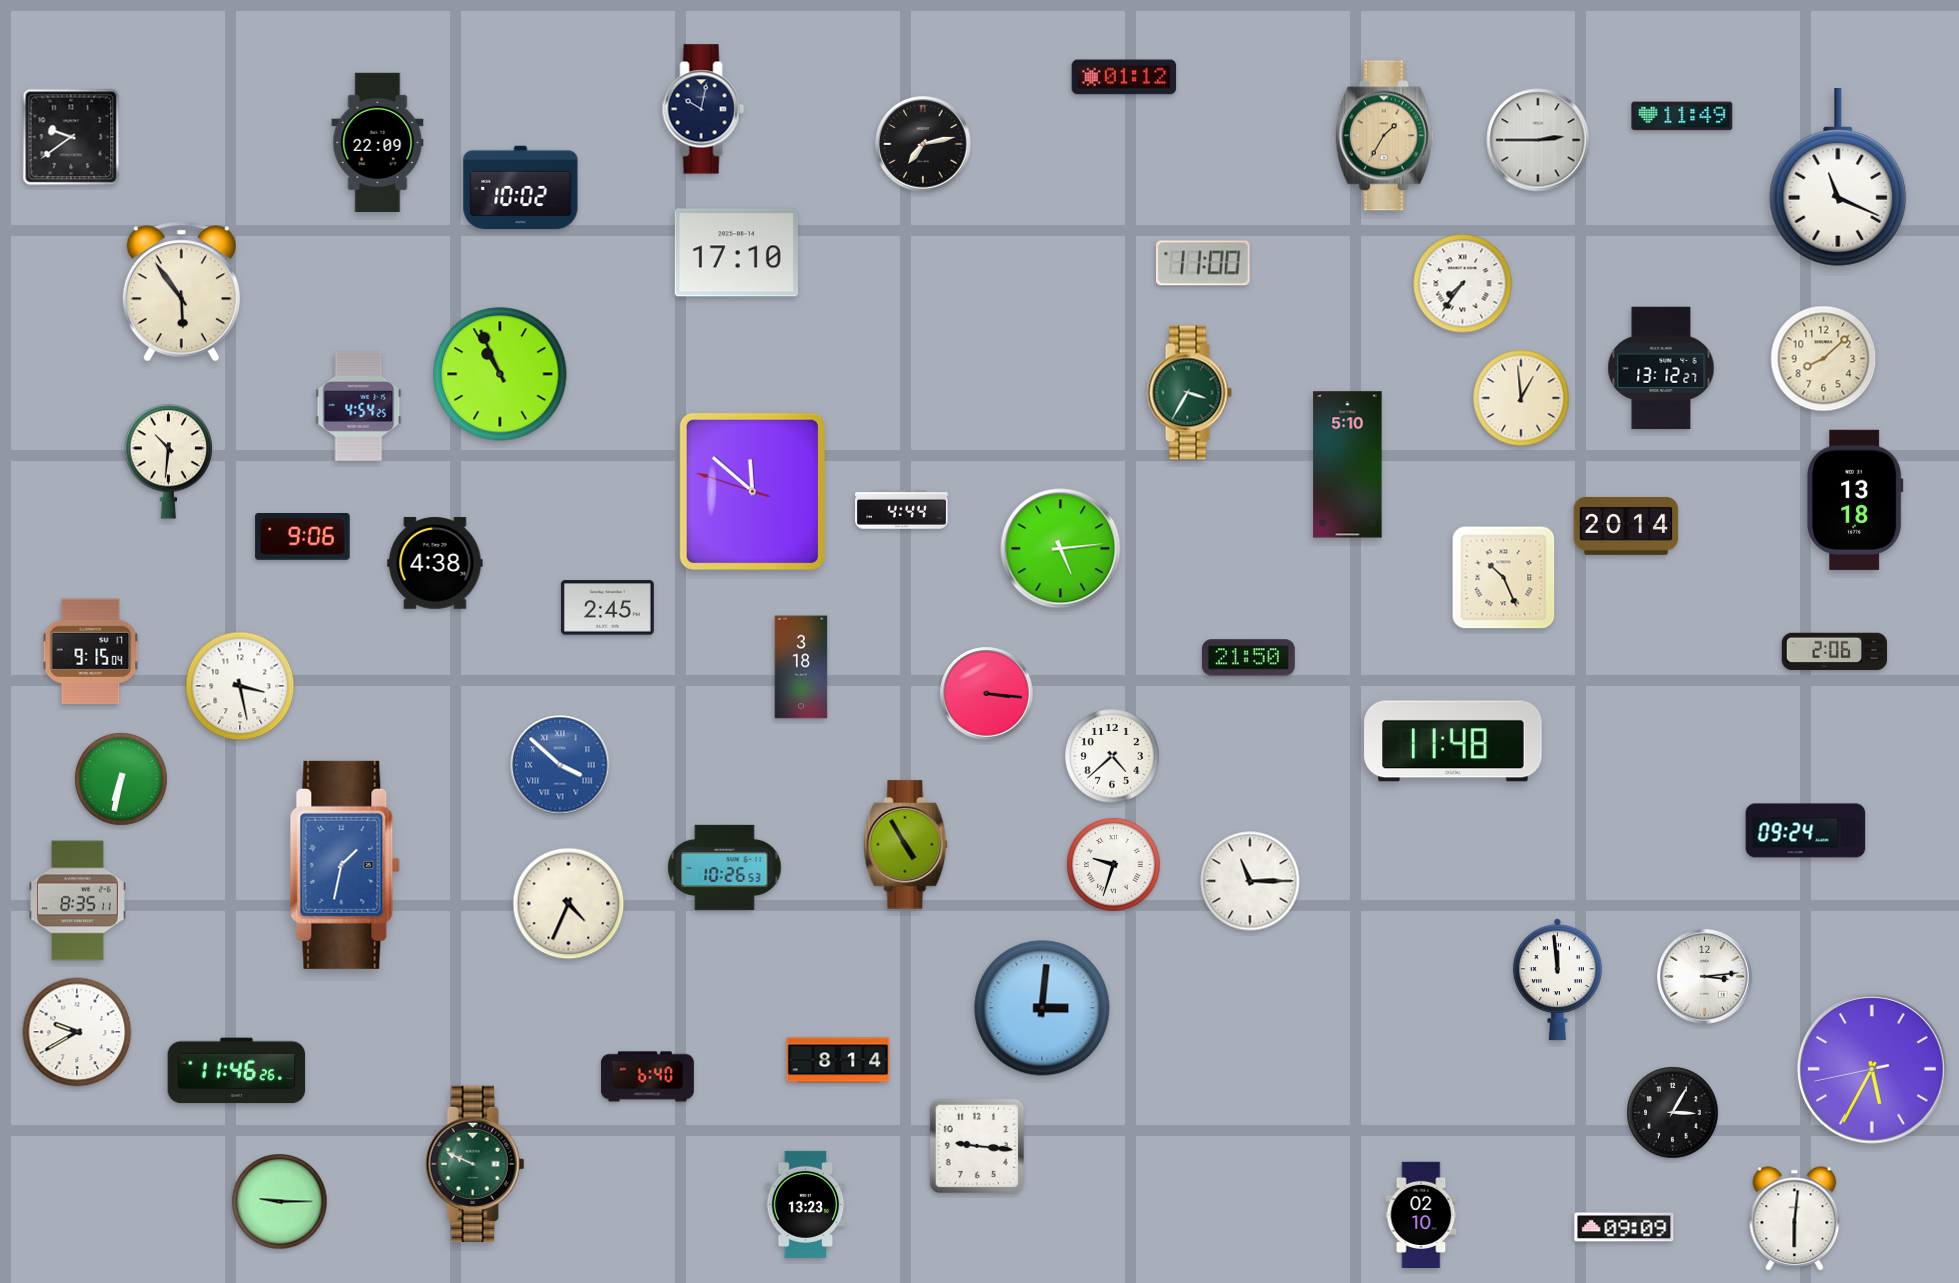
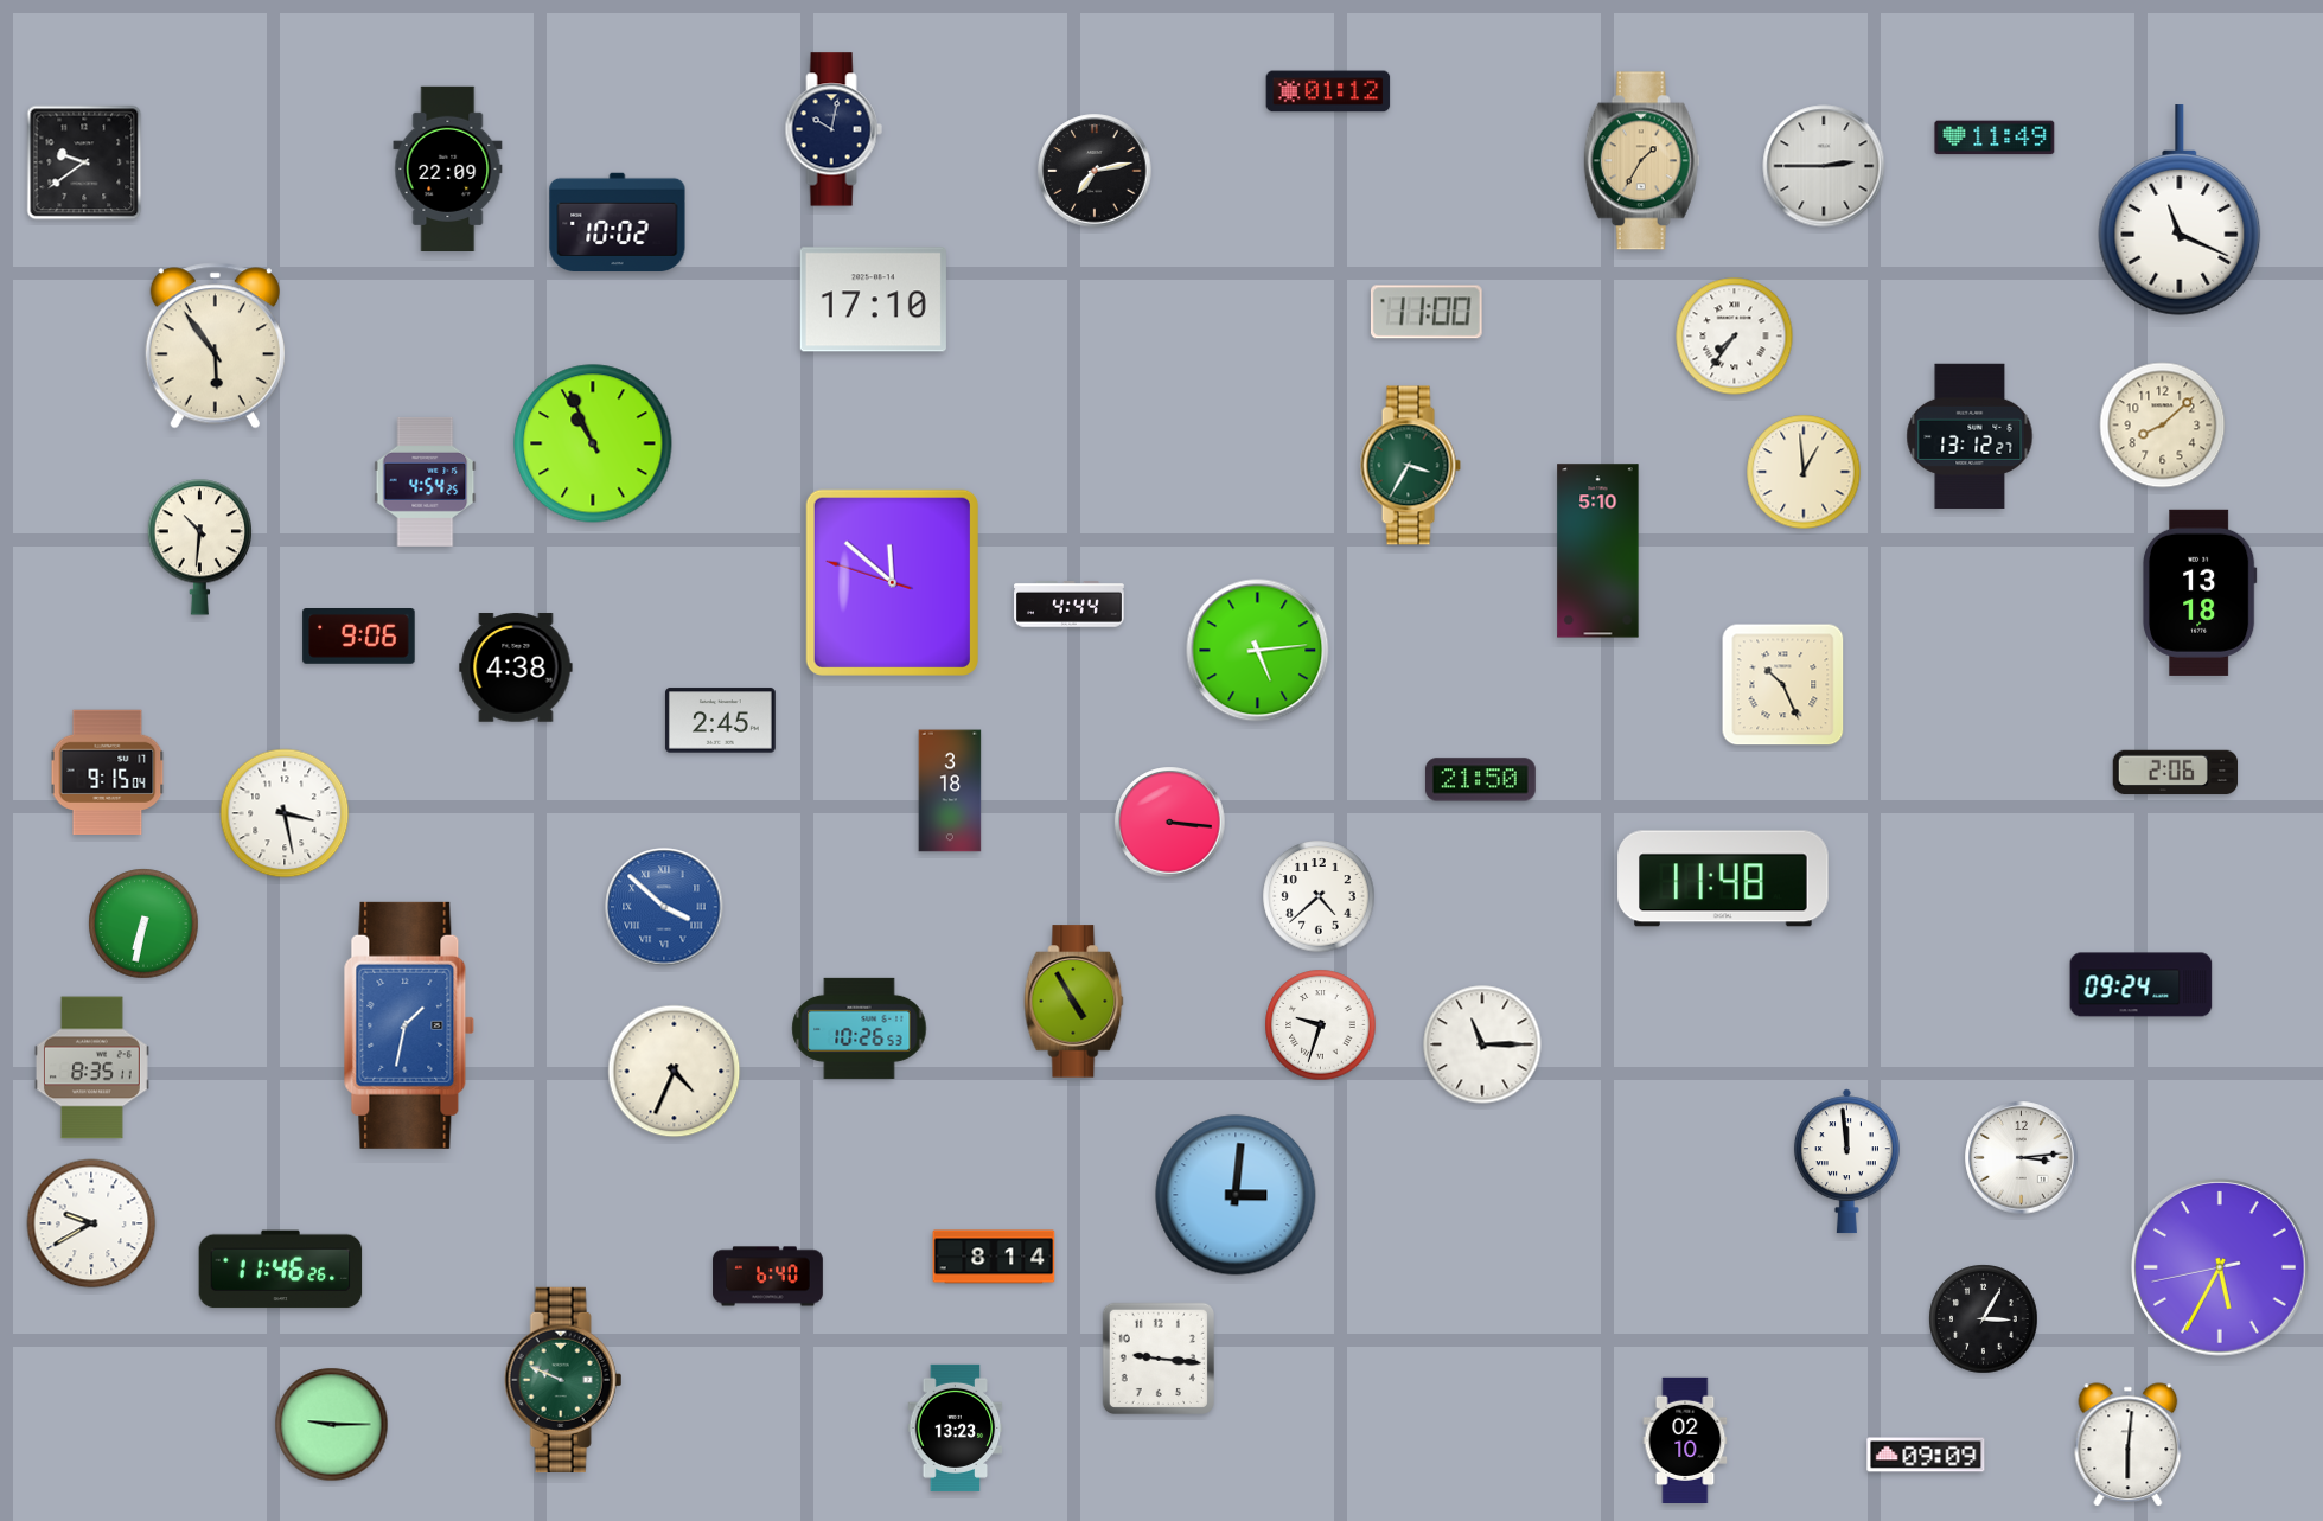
clock at (1124, 77) position: (1124, 77) -> (1328, 91)
clock at (1626, 526): 20:14 -> none
